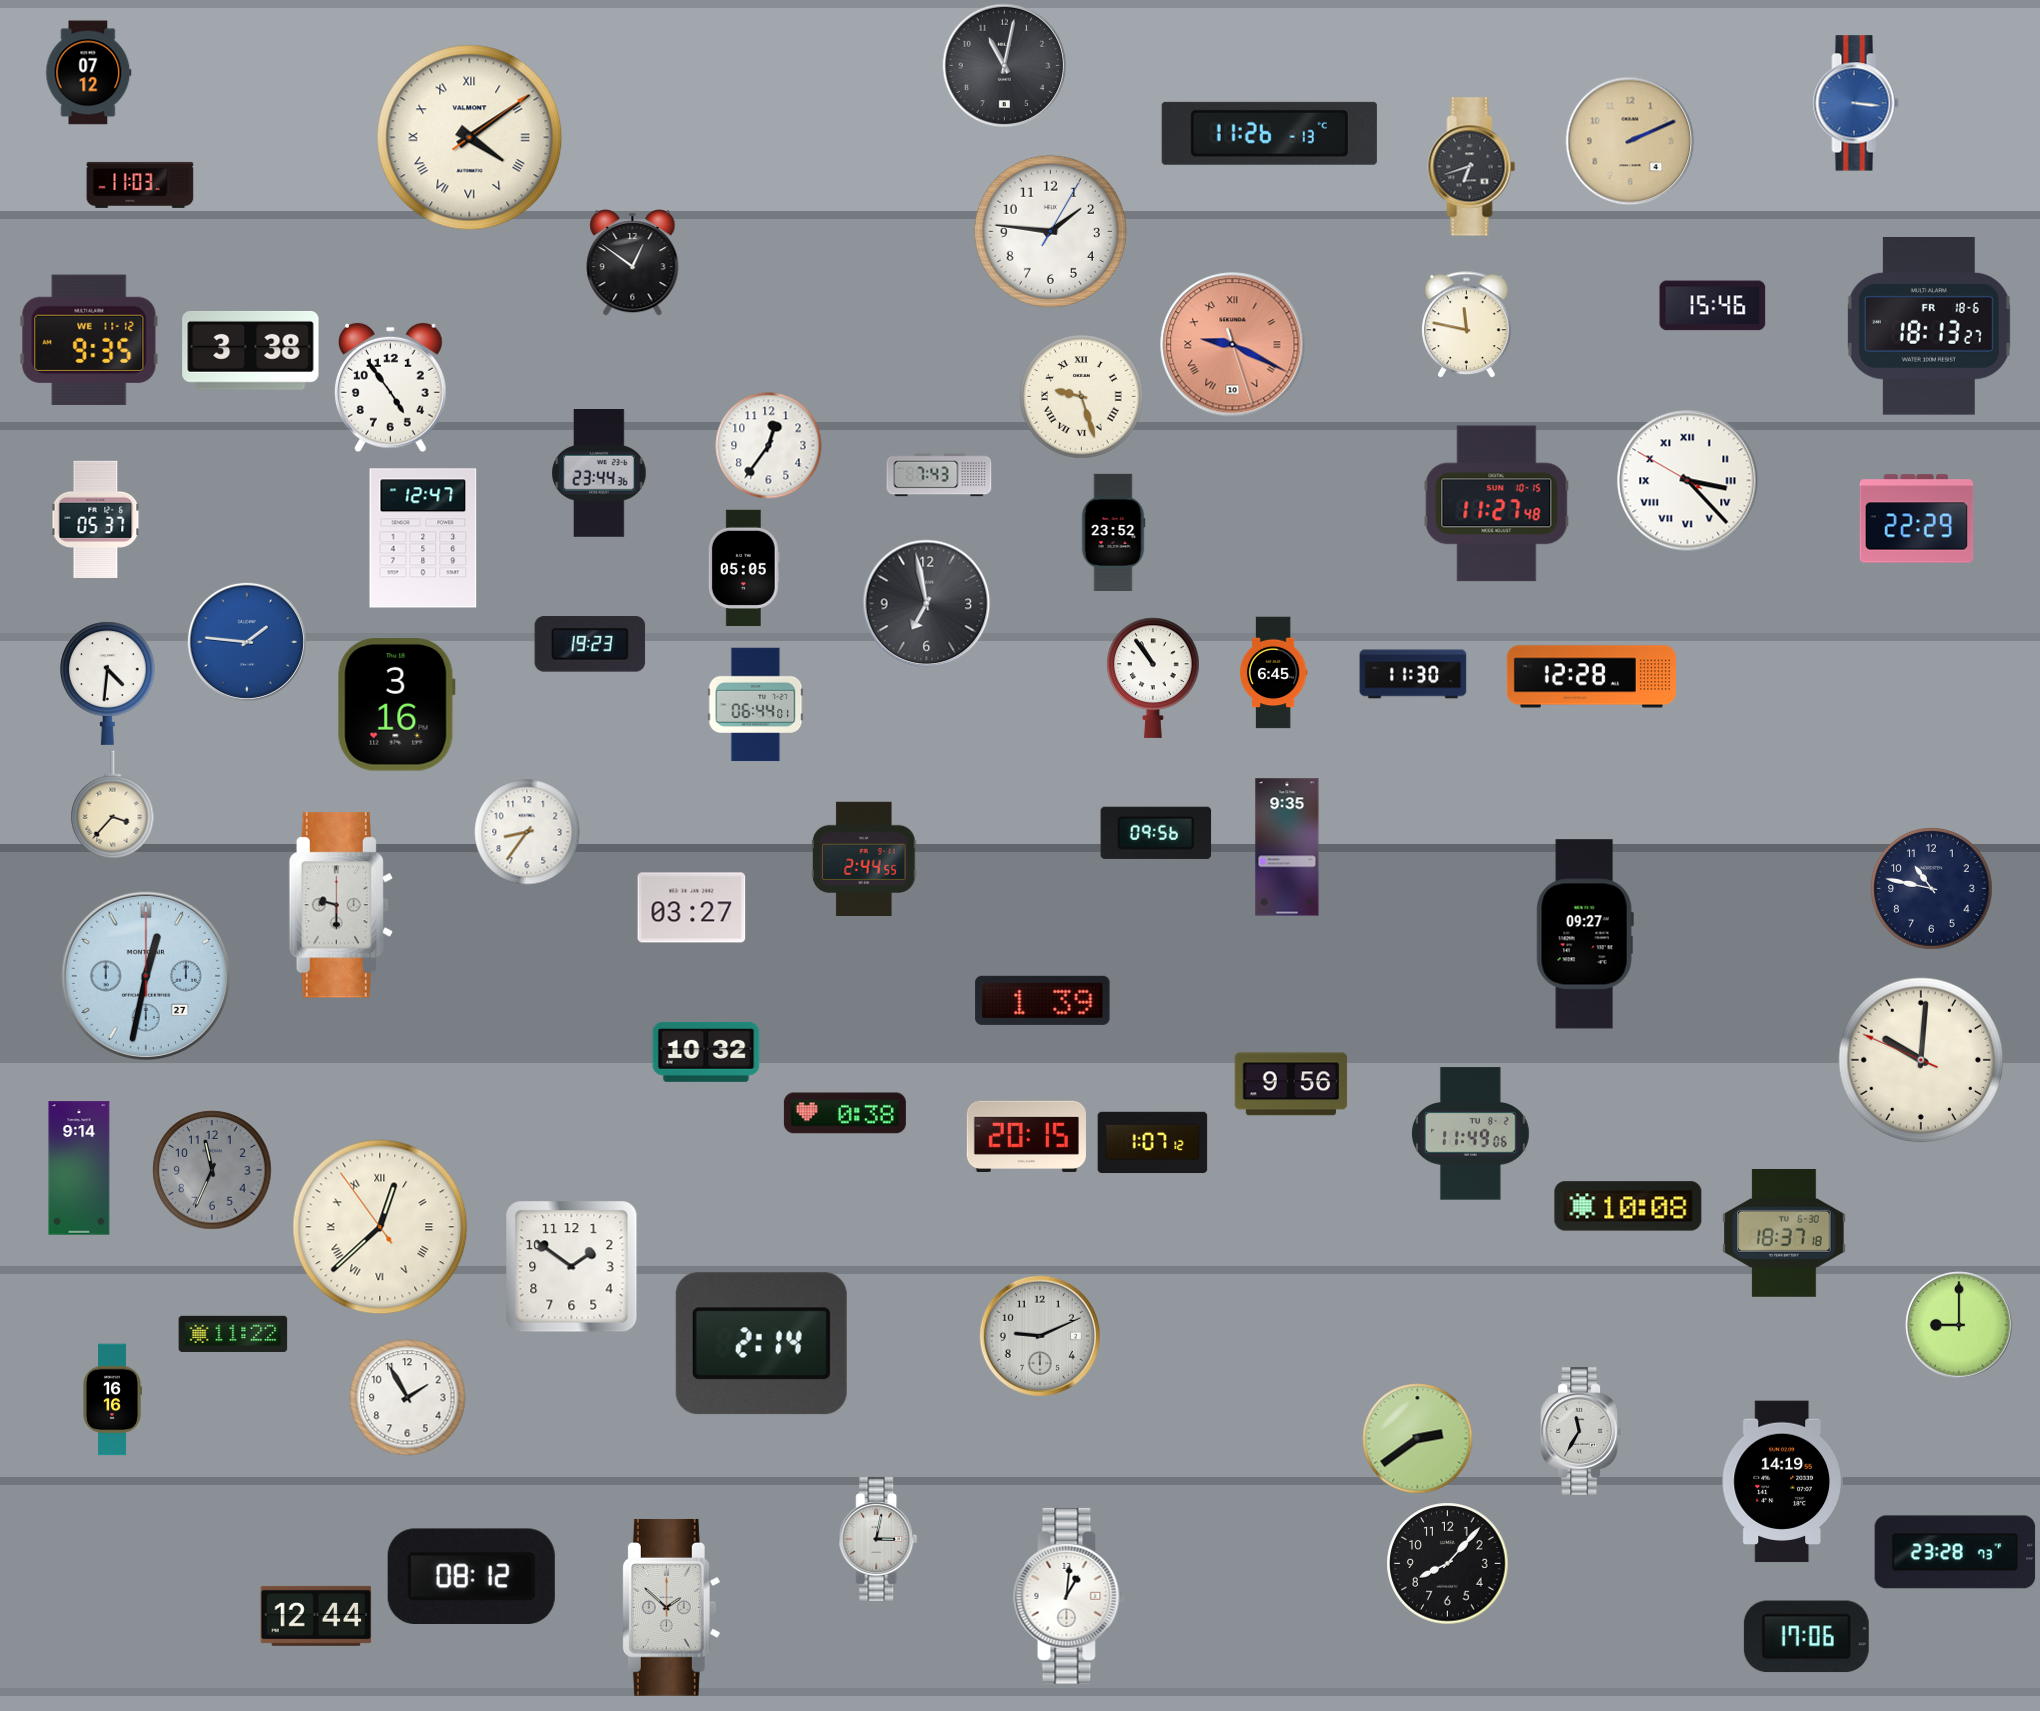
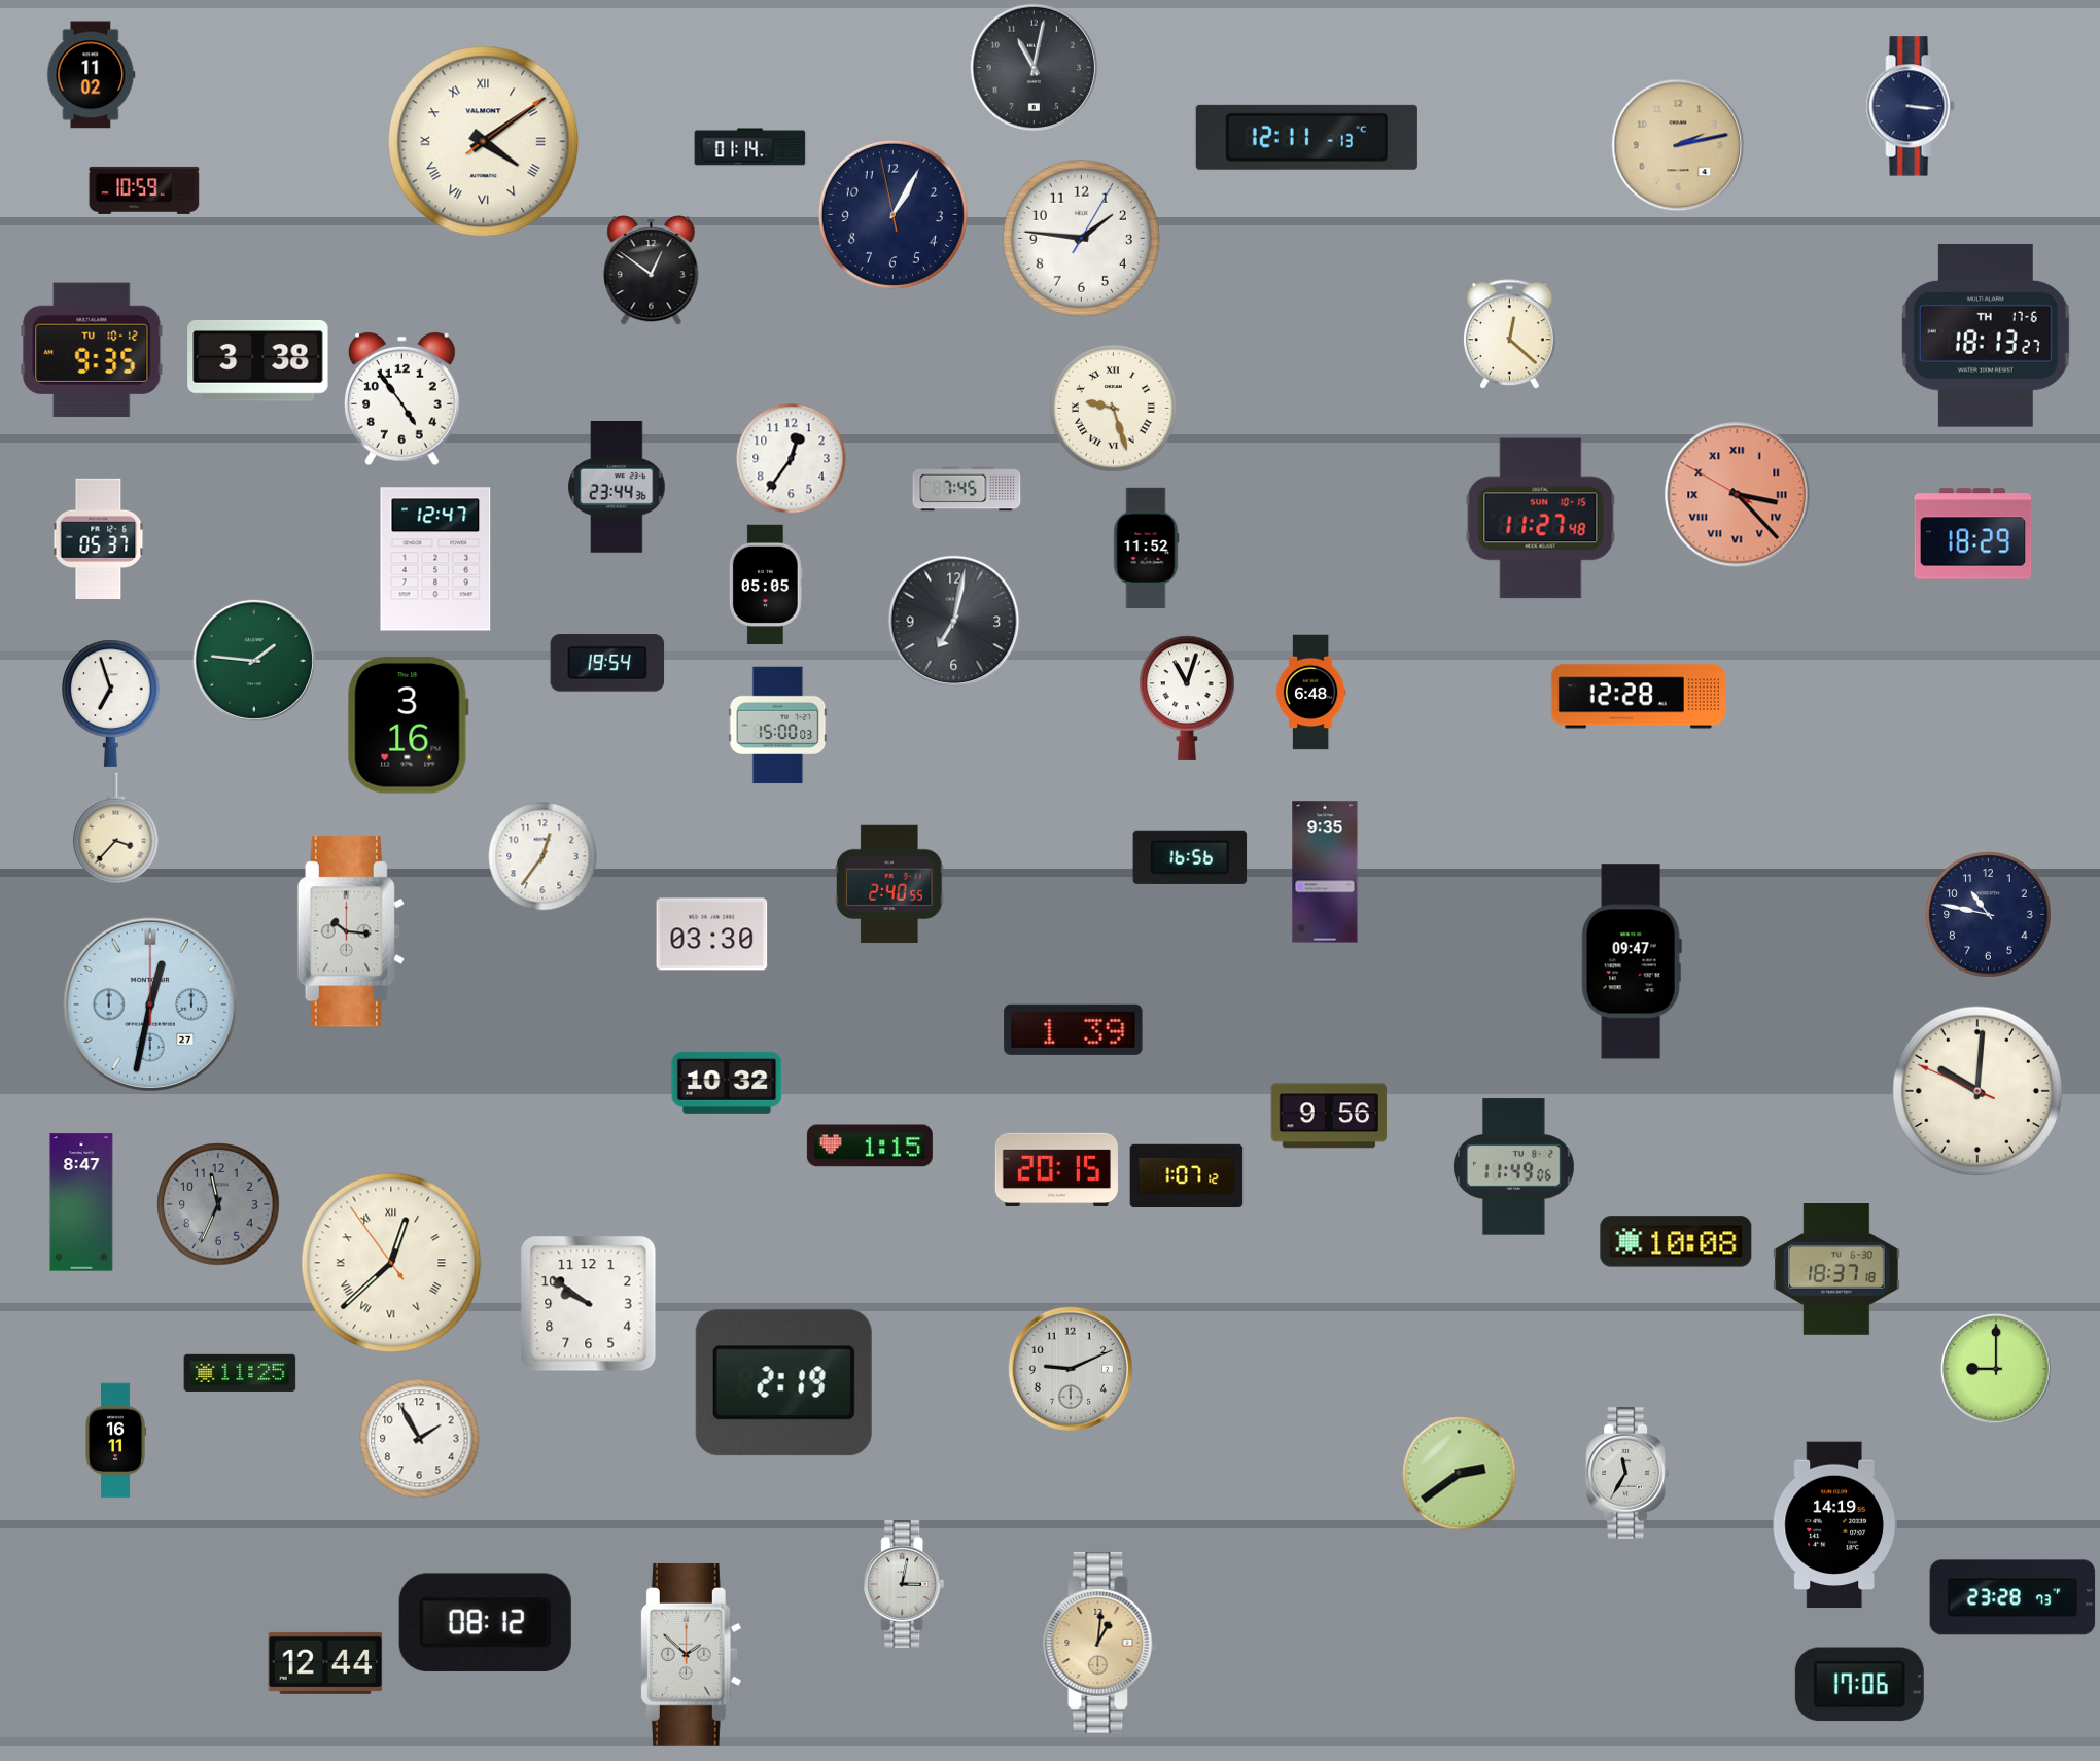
clock at (89, 73): 07:12 -> 11:02
clock at (1856, 103) dial: blue -> navy
clock at (1269, 133): 11:26 -> 12:11
clock at (1630, 141): 2:11 -> 2:13
clock at (750, 147): none -> 01:14
clock at (1472, 167): 6:42 -> none
clock at (140, 185): 11:03 -> 10:59
clock at (892, 214): none -> 1:04
clock at (1713, 306): 15:46 -> none
clock at (1467, 325): 11:47 -> 12:22
clock at (1929, 326) date: FR 18-6 -> TH 17-6
clock at (89, 339) date: WE 11-12 -> TU 10-12
clock at (1233, 345): 9:19 -> none
clock at (939, 475): 7:43 -> 7:45
clock at (1688, 481) dial: white -> salmon
clock at (96, 519) position: (96, 519) -> (99, 538)
clock at (1917, 519): 22:29 -> 18:29
clock at (1113, 532): 23:52 -> 11:52
clock at (423, 538) position: (423, 538) -> (435, 559)
clock at (927, 604): 6:58 -> 7:02
clock at (247, 642) dial: blue -> green
clock at (590, 644): 19:23 -> 19:54
clock at (1273, 673): 6:45 -> 6:48
clock at (1413, 674): 11:30 -> none
clock at (1153, 678): 10:54 -> 11:03
clock at (108, 683): 4:31 -> 6:57
clock at (756, 705): 06:44 -> 15:00
clock at (527, 832): 8:36 -> 12:36
clock at (1156, 833): 09:56 -> 16:56
clock at (864, 859): 2:44 -> 2:40
clock at (341, 905): 9:30 -> 10:16
clock at (692, 908): 03:27 -> 03:30
clock at (1585, 934): 09:27 -> 09:47
clock at (845, 1113): 0:38 -> 1:15
clock at (79, 1168): 9:14 -> 8:47
clock at (572, 1267): 1:51 -> 9:51
clock at (1959, 1325) position: (1959, 1325) -> (1996, 1369)
clock at (233, 1333): 11:22 -> 11:25
clock at (1039, 1335) position: (1039, 1335) -> (1070, 1368)
clock at (761, 1344): 2:14 -> 2:19
clock at (112, 1400): 16:16 -> 16:11
clock at (1418, 1439) position: (1418, 1439) -> (1460, 1474)
clock at (1448, 1564): 8:07 -> none
clock at (1069, 1596) dial: white -> champagne
